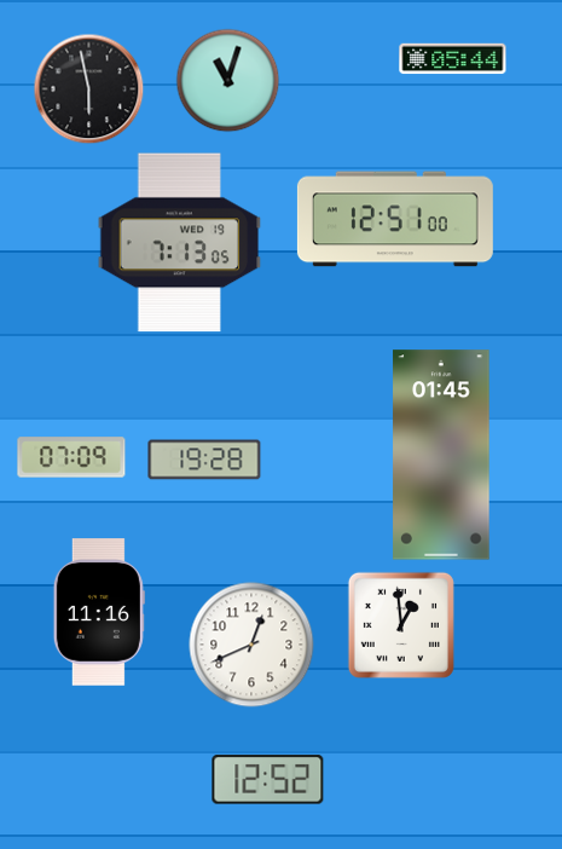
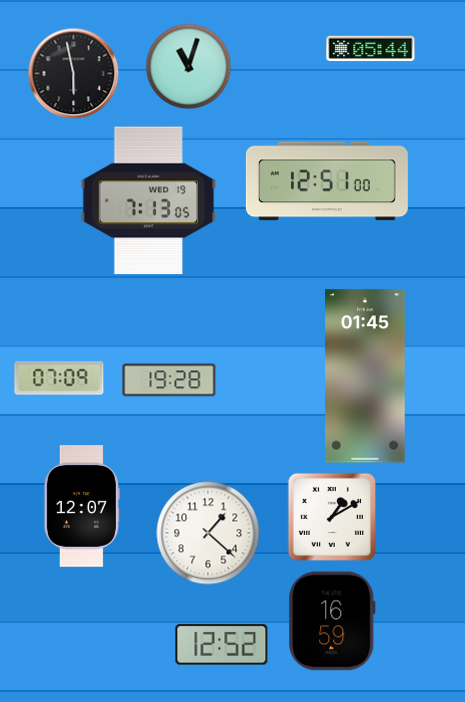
clock at (453, 59) position: (453, 59) -> (371, 49)
clock at (99, 612): 11:16 -> 12:07
clock at (401, 625): 12:59 -> 1:10
clock at (251, 645): 12:41 -> 1:22
clock at (332, 621): none -> 16:59
